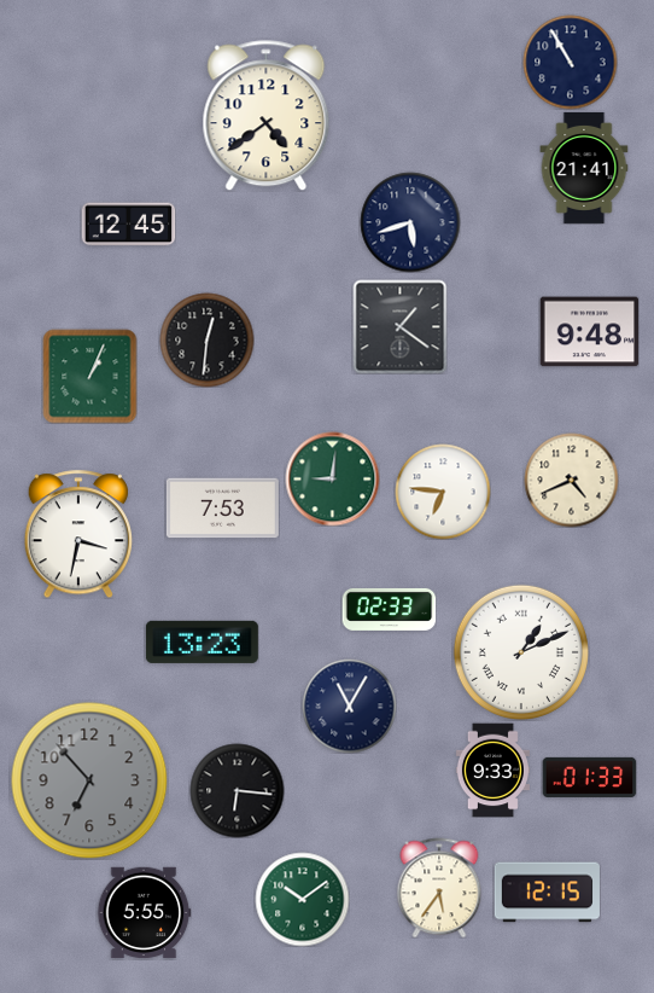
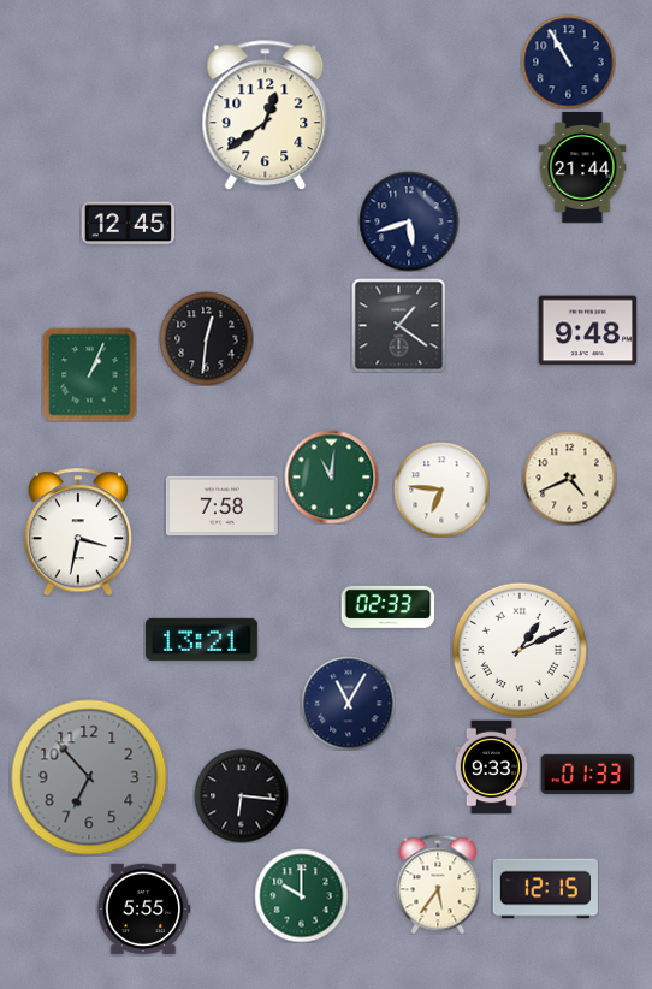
clock at (267, 116): 4:39 -> 12:39
clock at (584, 168): 21:41 -> 21:44
clock at (332, 478): 9:01 -> 11:01
clock at (222, 509): 7:53 -> 7:58
clock at (202, 641): 13:23 -> 13:21
clock at (237, 790) position: (237, 790) -> (241, 795)
clock at (302, 899): 10:09 -> 10:00
